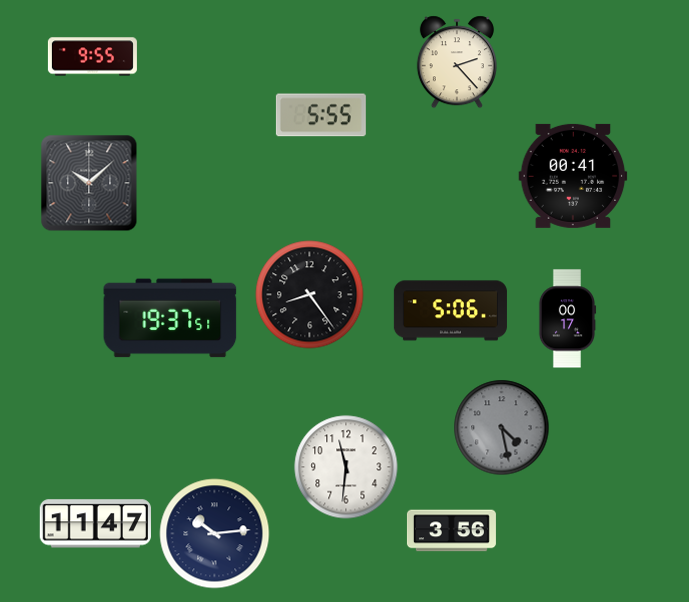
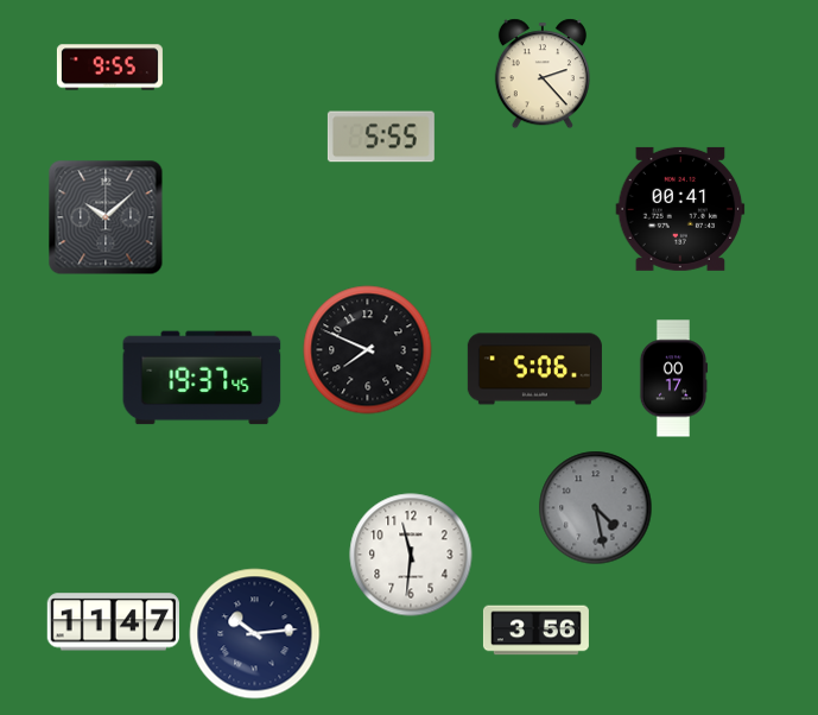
clock at (310, 295): 8:24 -> 7:49
clock at (170, 318): 19:37:51 -> 19:37:45
